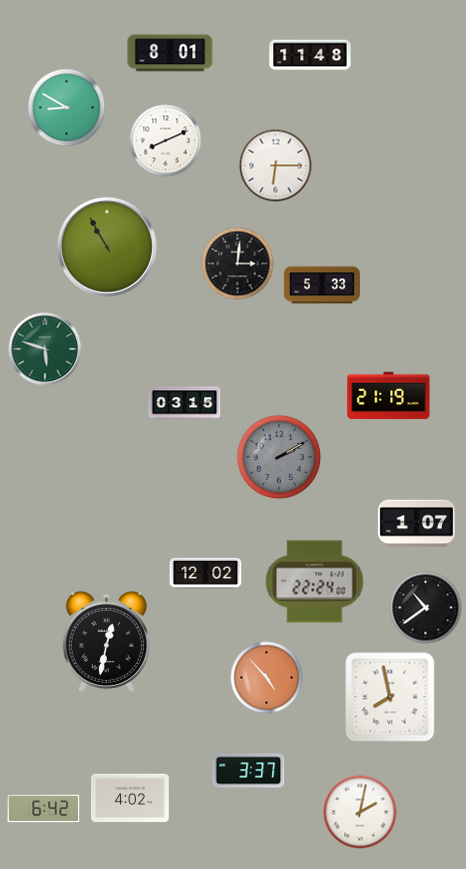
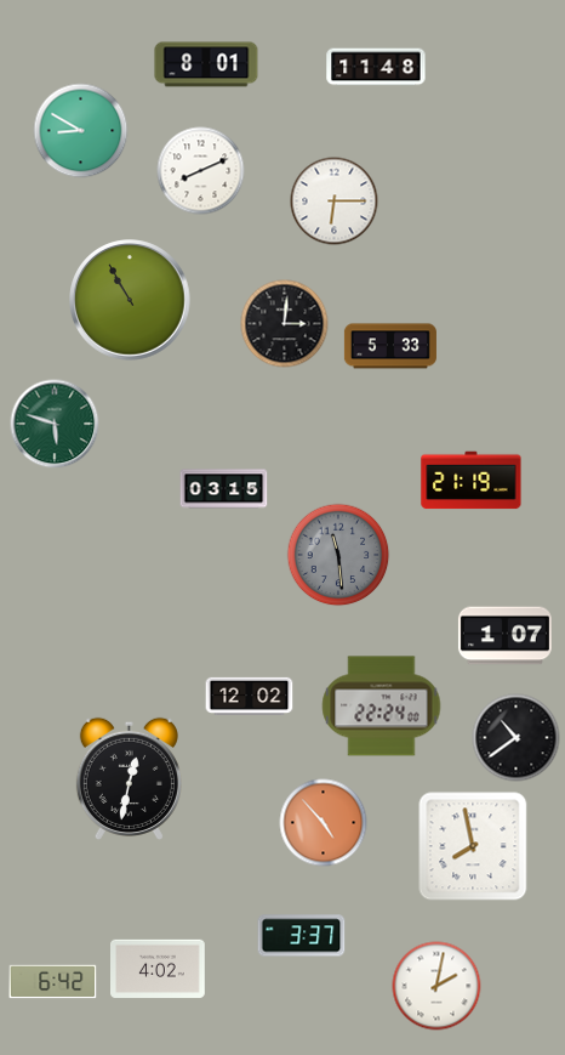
clock at (238, 264) position: (238, 264) -> (285, 324)
clock at (279, 457): 2:10 -> 11:29
